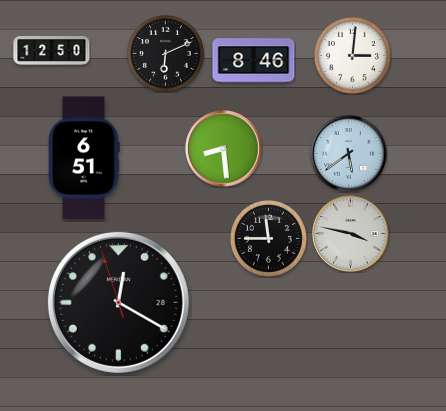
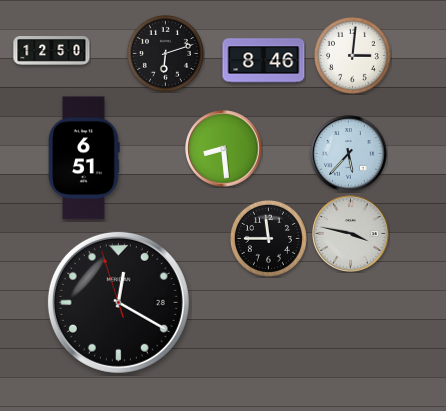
clock at (165, 53): 6:11 -> 6:12
clock at (254, 61) position: (254, 61) -> (264, 61)
clock at (349, 154): 5:39 -> 5:37
